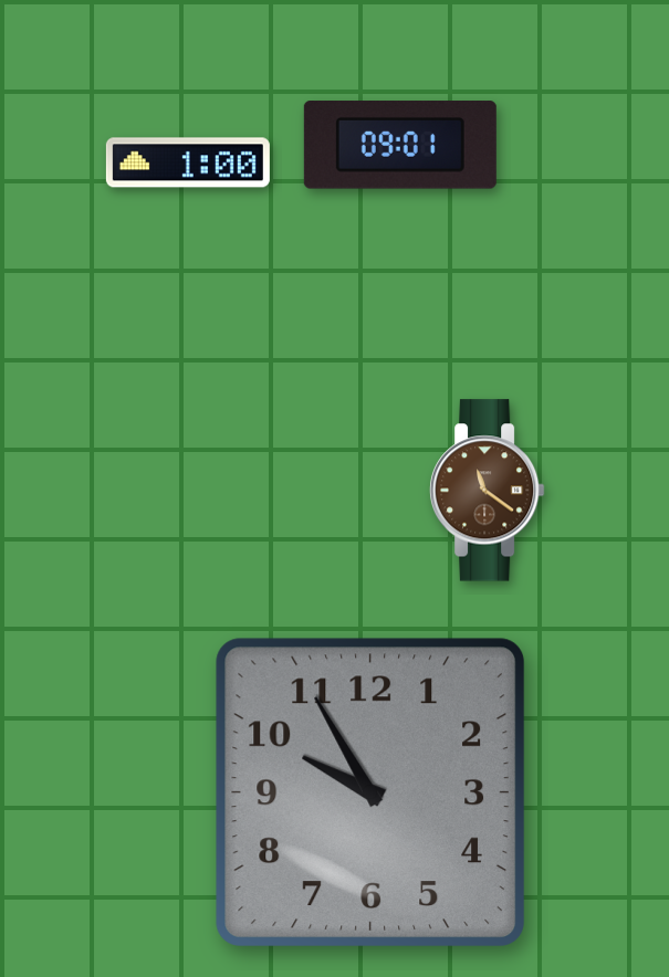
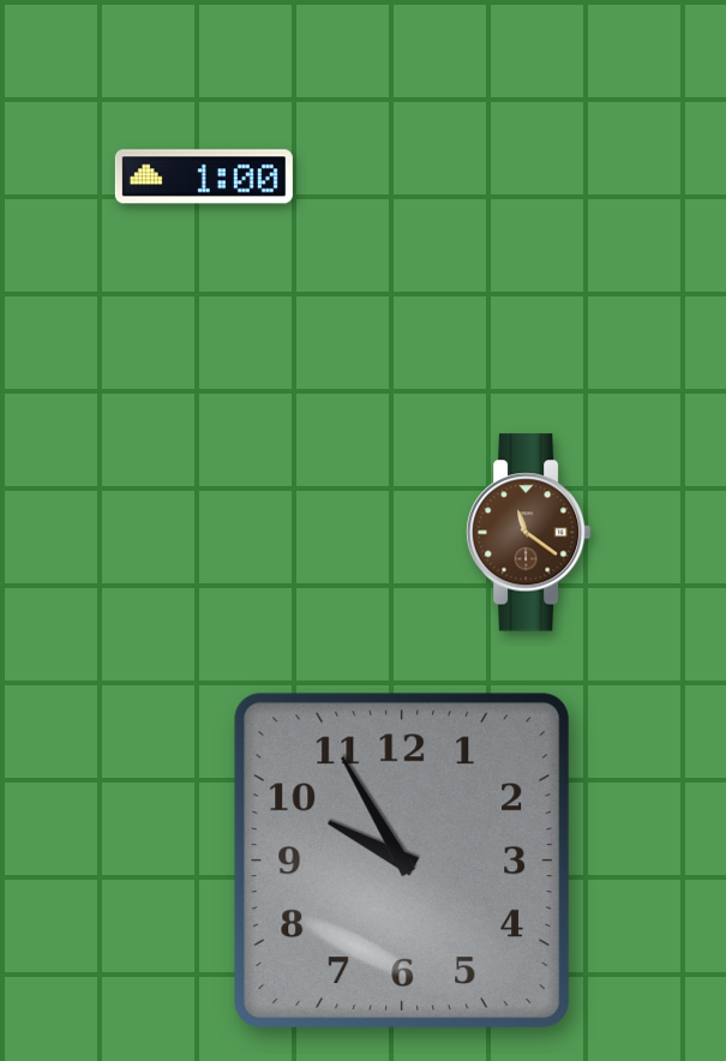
clock at (400, 145): 09:01 -> none
